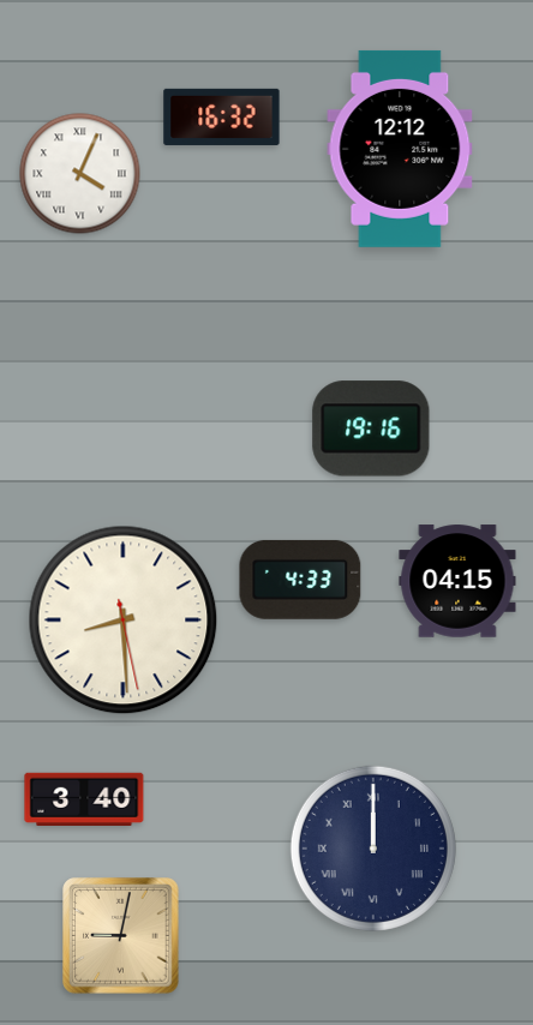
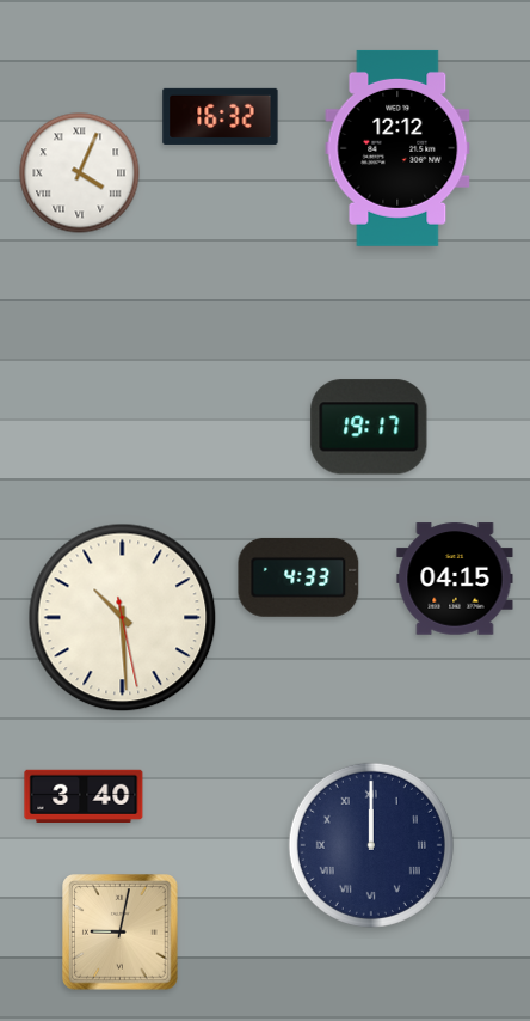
clock at (371, 428): 19:16 -> 19:17
clock at (124, 621): 8:29 -> 10:29
